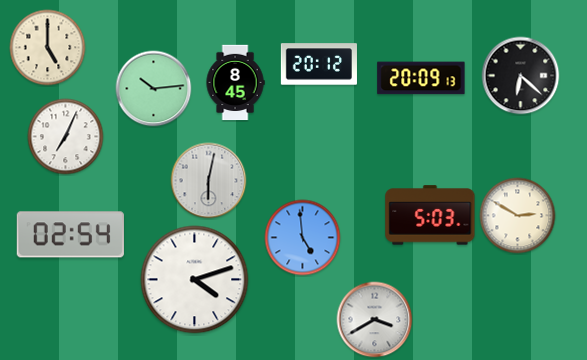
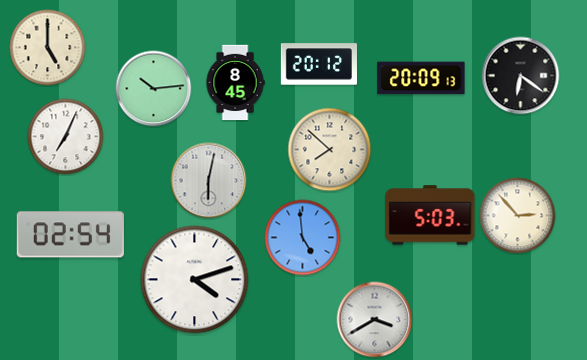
clock at (521, 76): 6:22 -> 6:21
clock at (330, 150): none -> 7:52
clock at (518, 216): 2:50 -> 2:53
